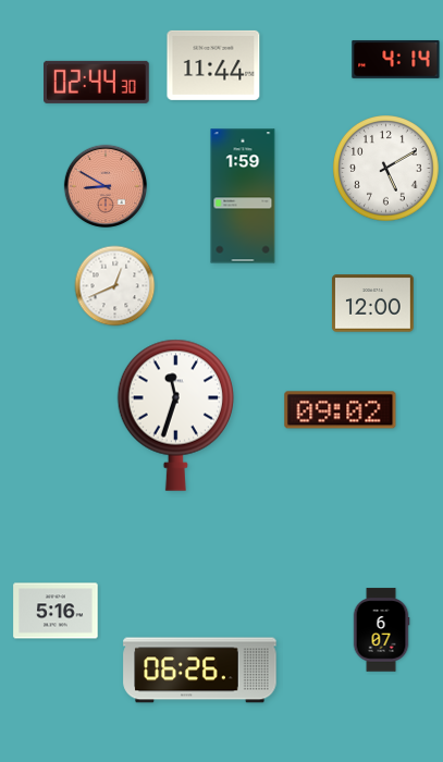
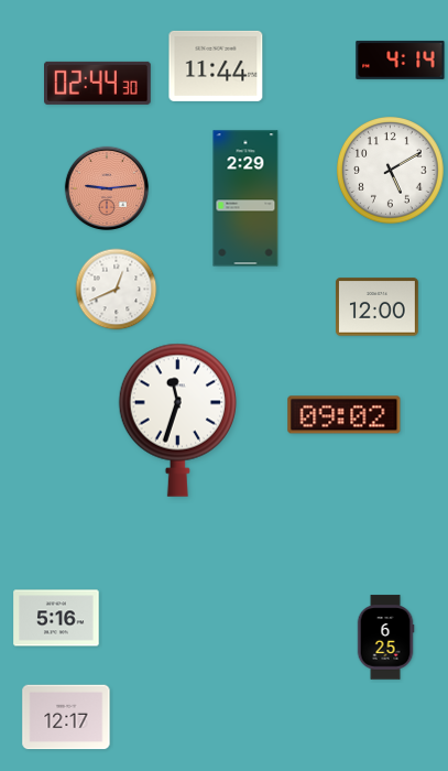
clock at (104, 185): 8:50 -> 9:14
clock at (243, 196): 1:59 -> 2:29
clock at (381, 630): 6:07 -> 6:25
clock at (200, 671): 06:26 -> none
clock at (66, 717): none -> 12:17
